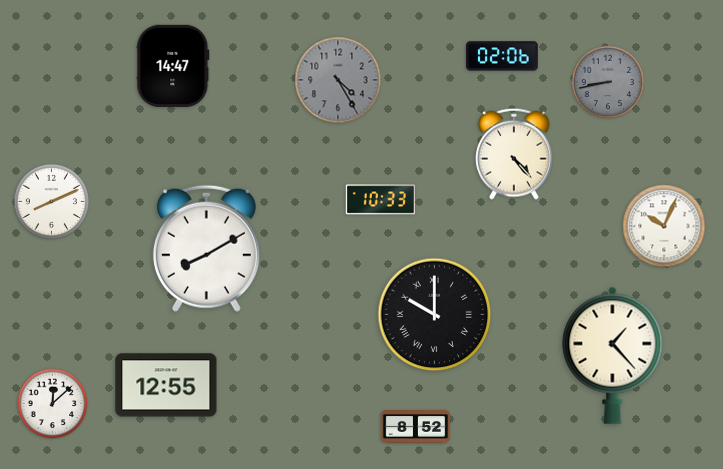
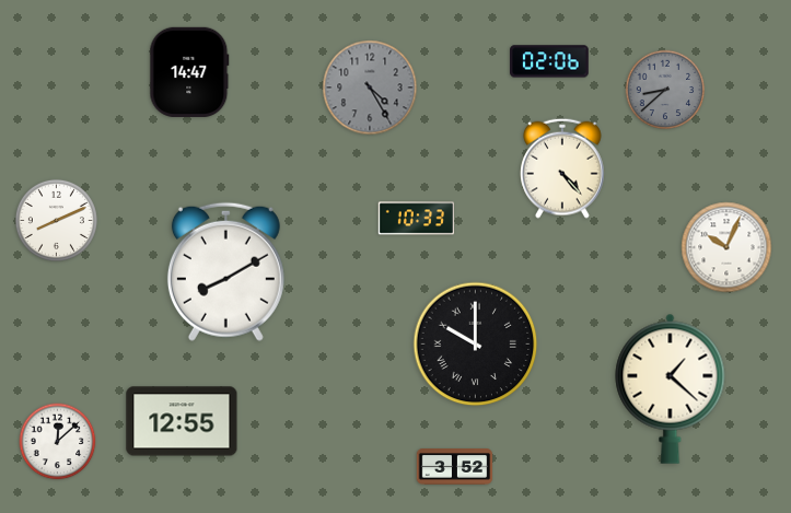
clock at (608, 82): 8:43 -> 8:38
clock at (613, 355): 1:23 -> 1:22
clock at (416, 427): 8:52 -> 3:52
